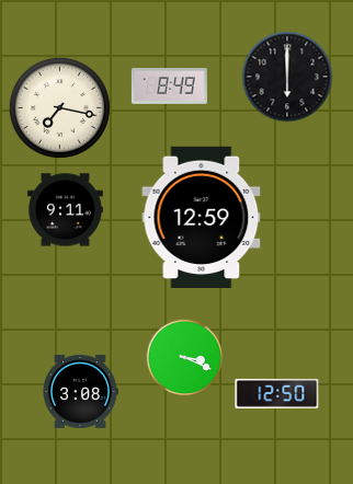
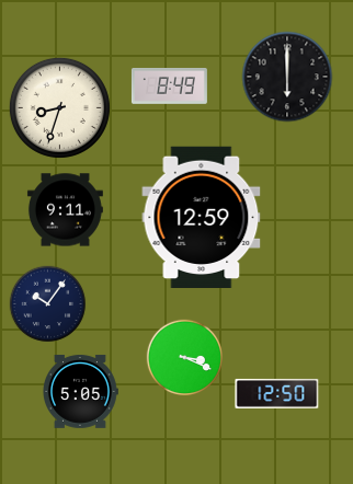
clock at (59, 107): 7:17 -> 8:33
clock at (48, 304): none -> 10:06
clock at (81, 391): 3:08 -> 5:05
